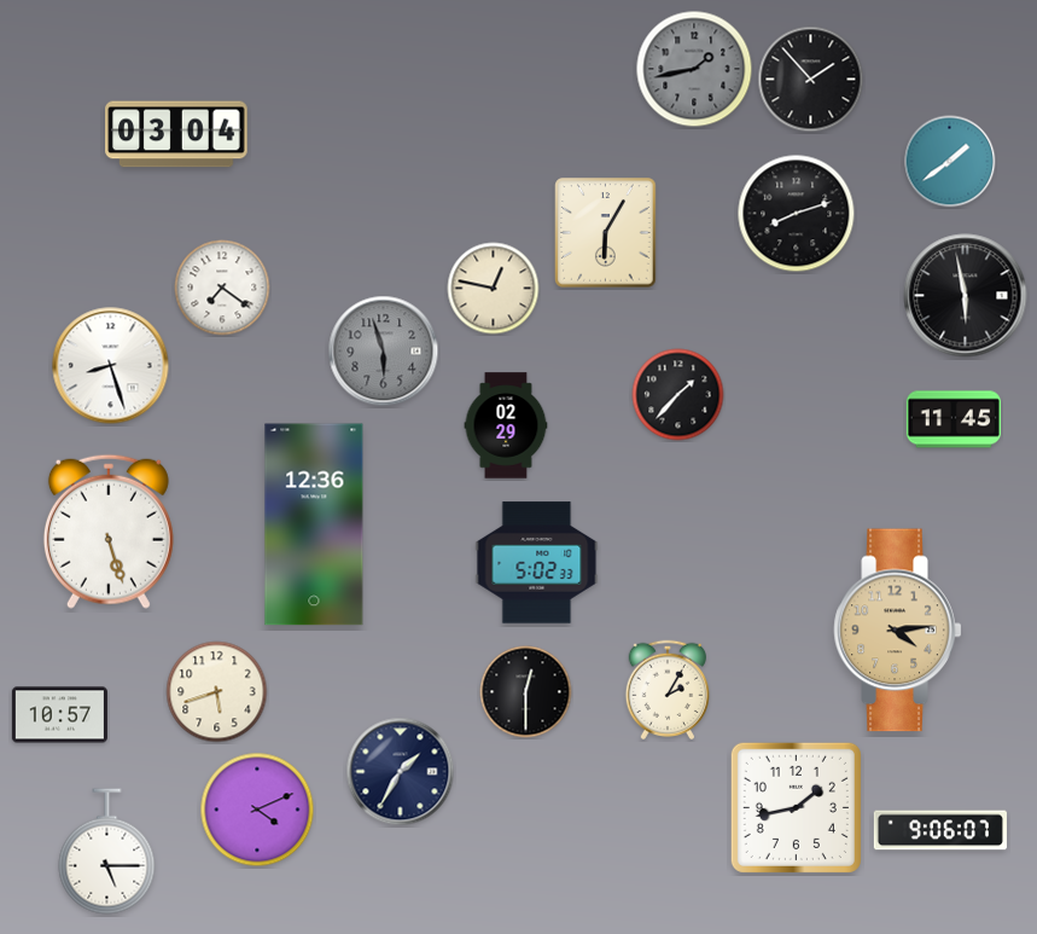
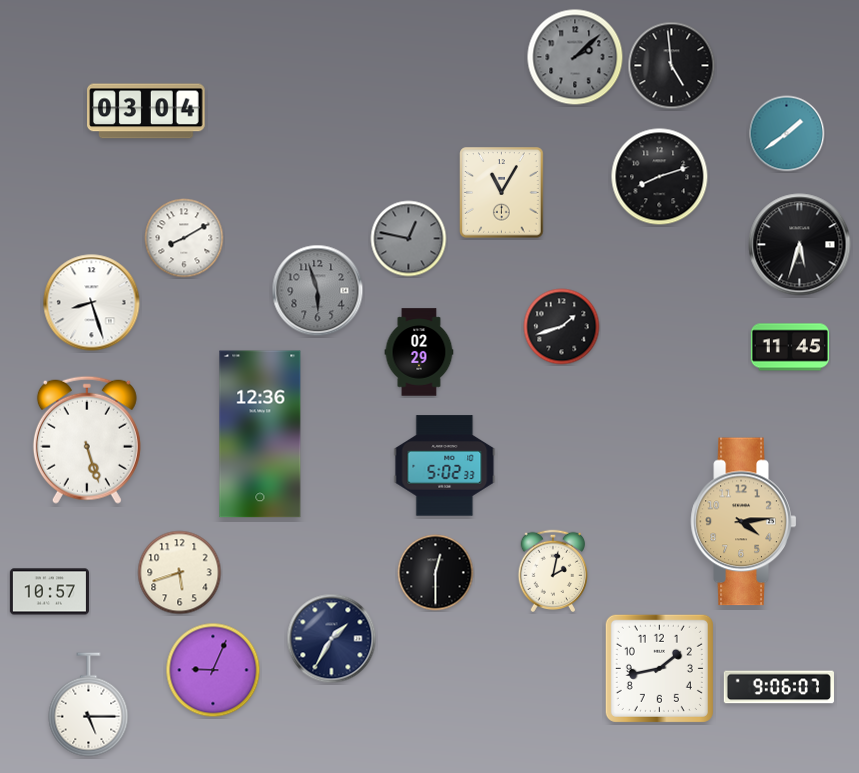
clock at (694, 69): 1:43 -> 2:08
clock at (811, 80): 1:53 -> 4:59
clock at (606, 233): 6:05 -> 11:05
clock at (222, 288): 7:21 -> 8:10
clock at (494, 289) dial: cream -> grey
clock at (966, 296): 5:58 -> 5:33
clock at (678, 395): 1:37 -> 1:42
clock at (109, 532) position: (109, 532) -> (87, 440)
clock at (666, 689): 2:05 -> 2:02
clock at (257, 810): 4:11 -> 9:04
